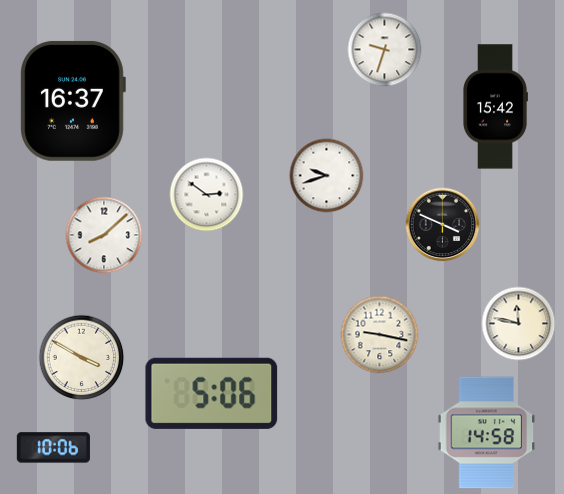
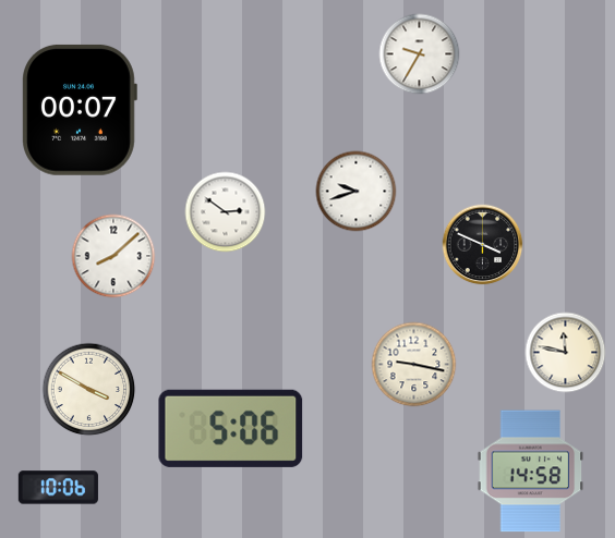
clock at (385, 50): 9:33 -> 9:35
clock at (73, 101): 16:37 -> 00:07
clock at (495, 107): 15:42 -> none
